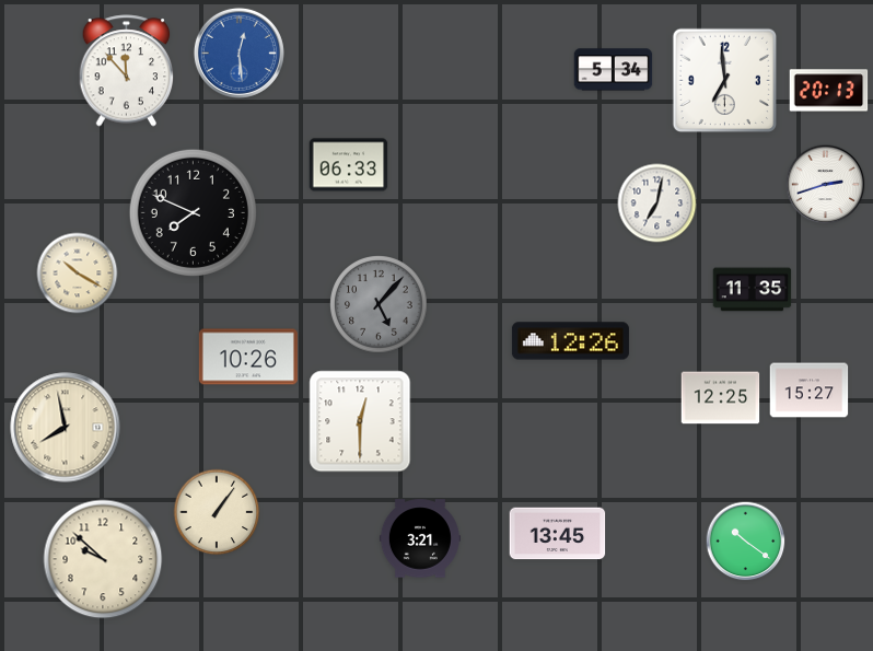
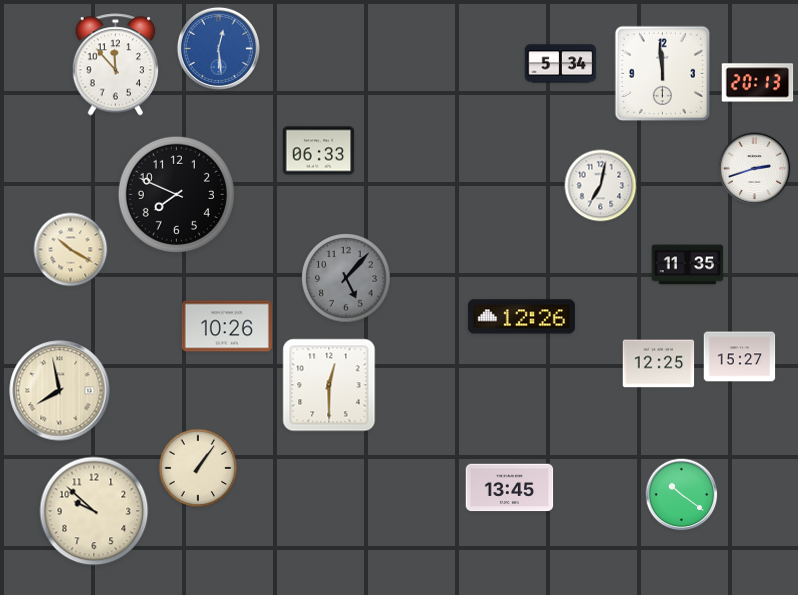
clock at (725, 81): 6:59 -> 11:59
clock at (570, 341) position: (570, 341) -> (521, 317)
clock at (420, 538): 3:21 -> none
